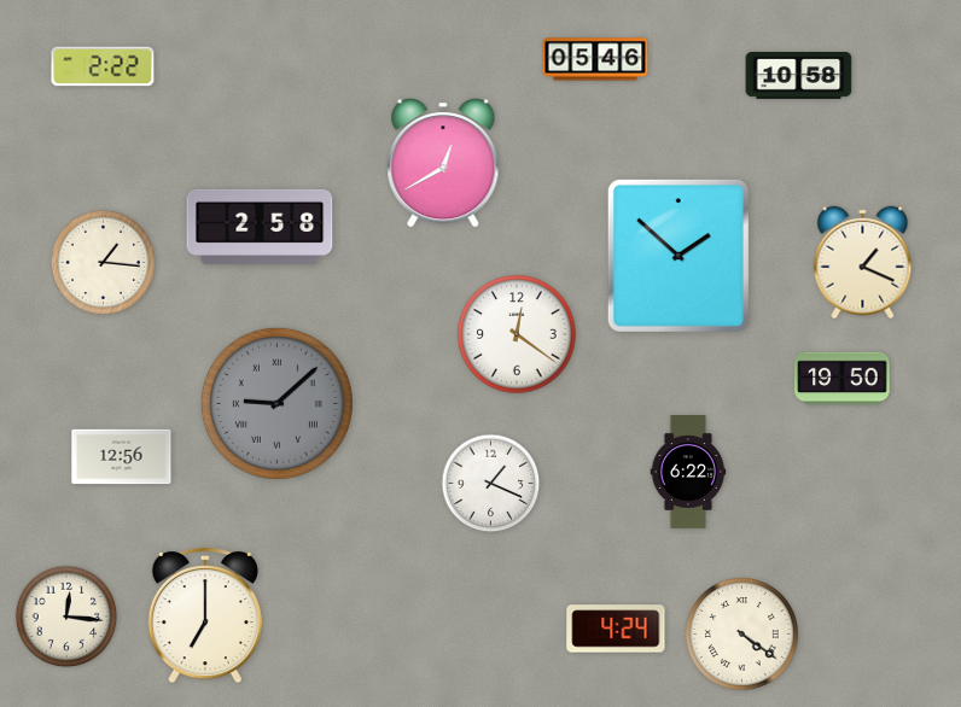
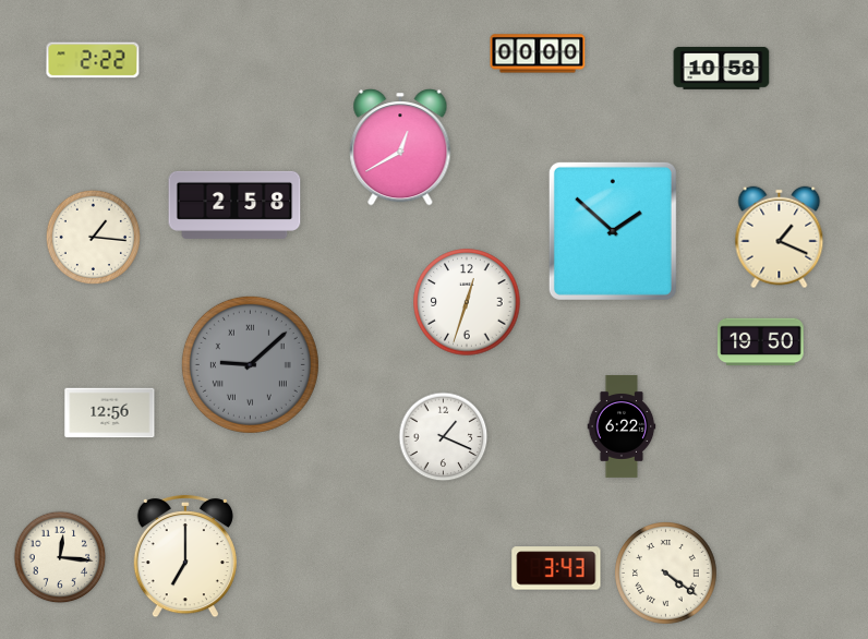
clock at (595, 59): 05:46 -> 00:00
clock at (517, 334): 12:21 -> 12:33
clock at (616, 629): 4:24 -> 3:43
clock at (742, 635) position: (742, 635) -> (666, 574)
